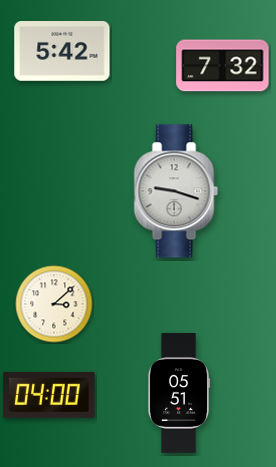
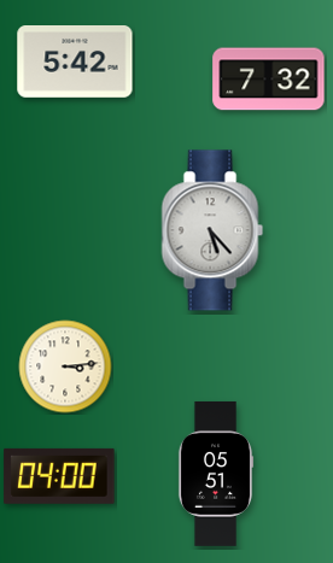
clock at (176, 191): 9:18 -> 5:23
clock at (54, 304): 3:08 -> 3:14
